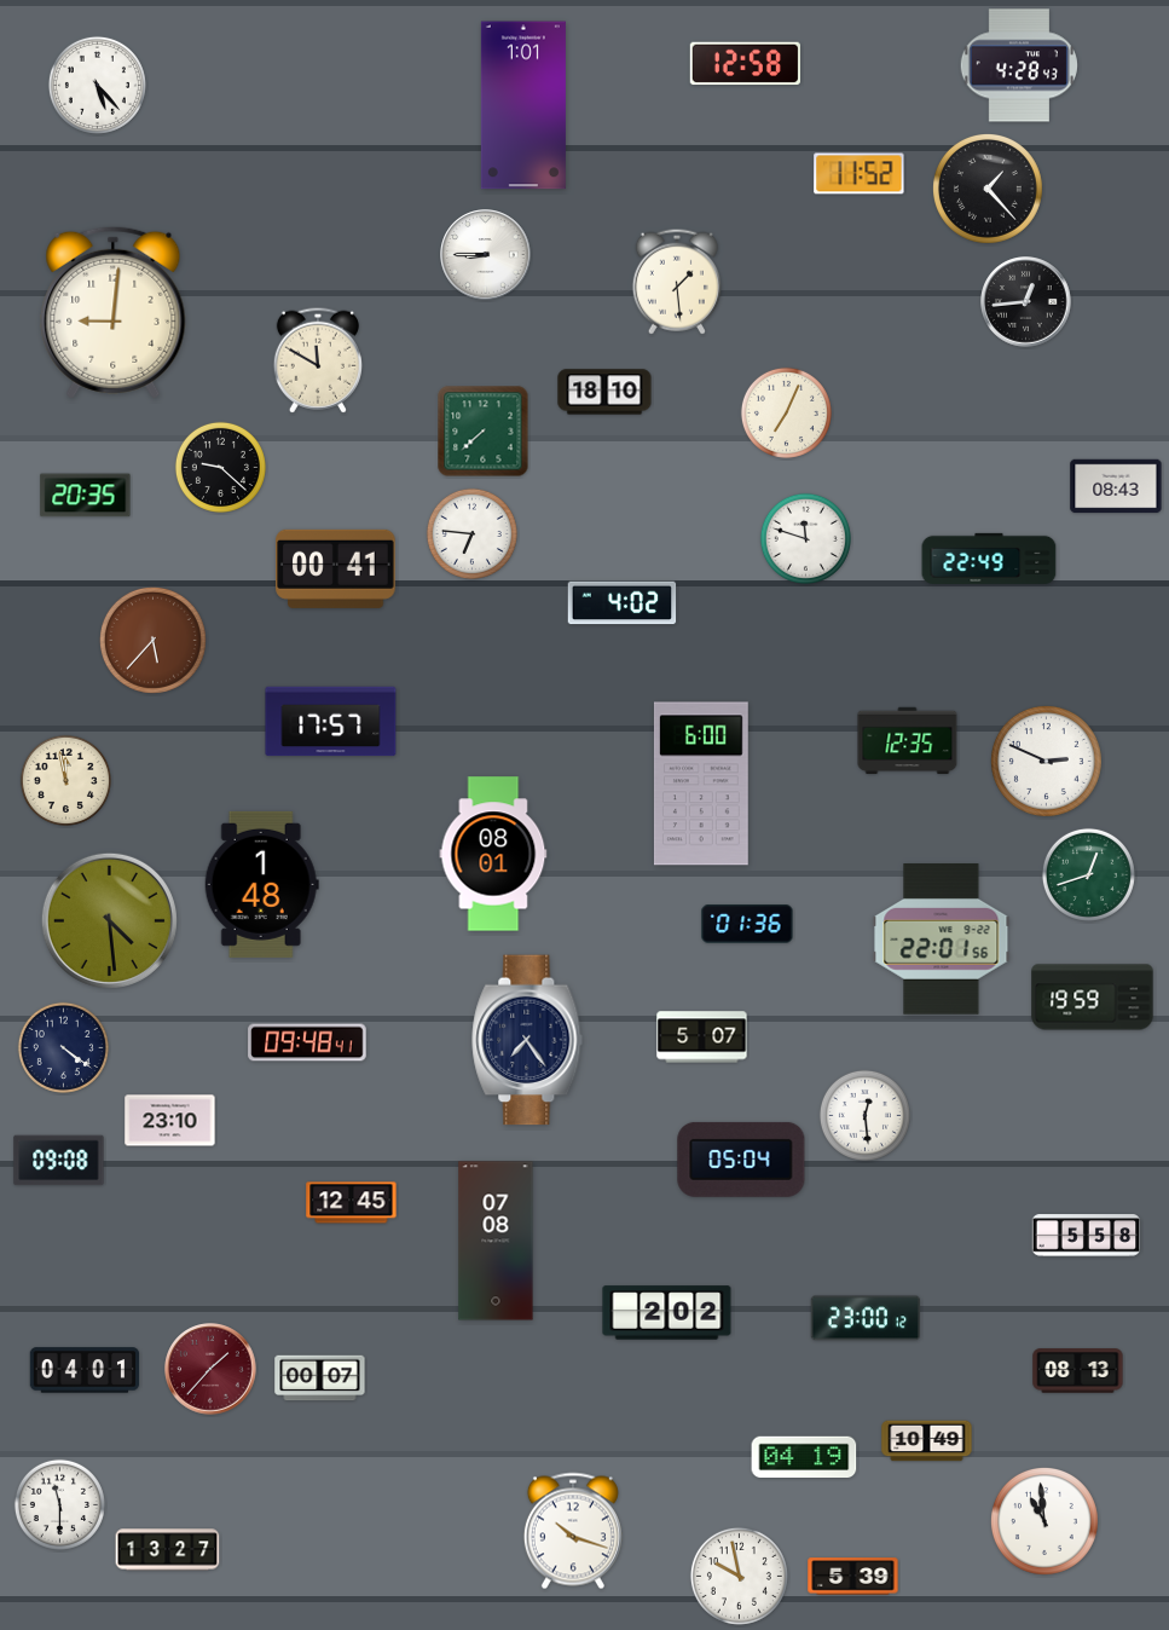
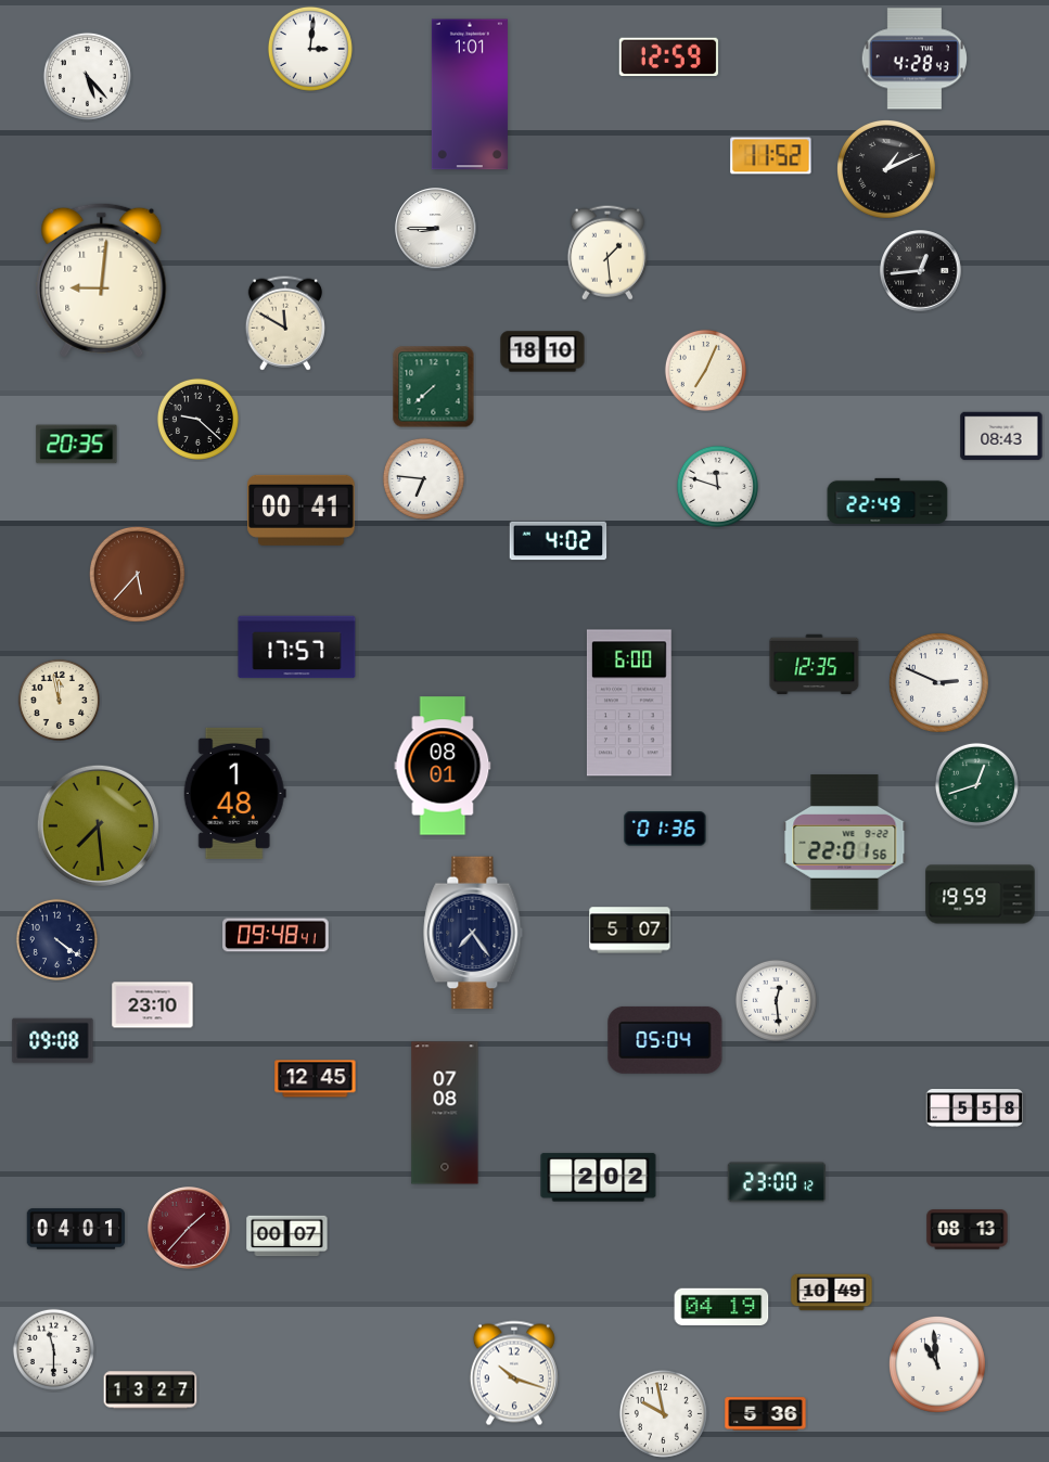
clock at (310, 49): none -> 3:01
clock at (745, 64): 12:58 -> 12:59
clock at (988, 189): 1:23 -> 1:11
clock at (805, 538) position: (805, 538) -> (717, 486)
clock at (109, 920): 4:29 -> 7:29
clock at (747, 924) position: (747, 924) -> (665, 829)
clock at (853, 1577): 5:39 -> 5:36
